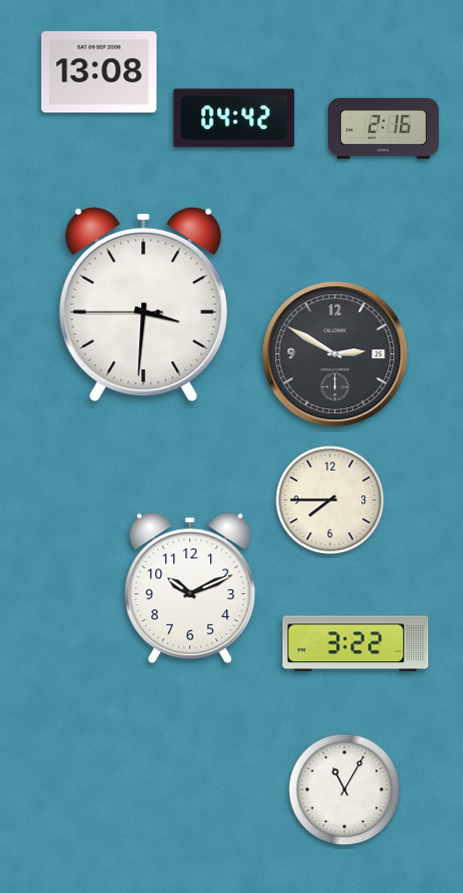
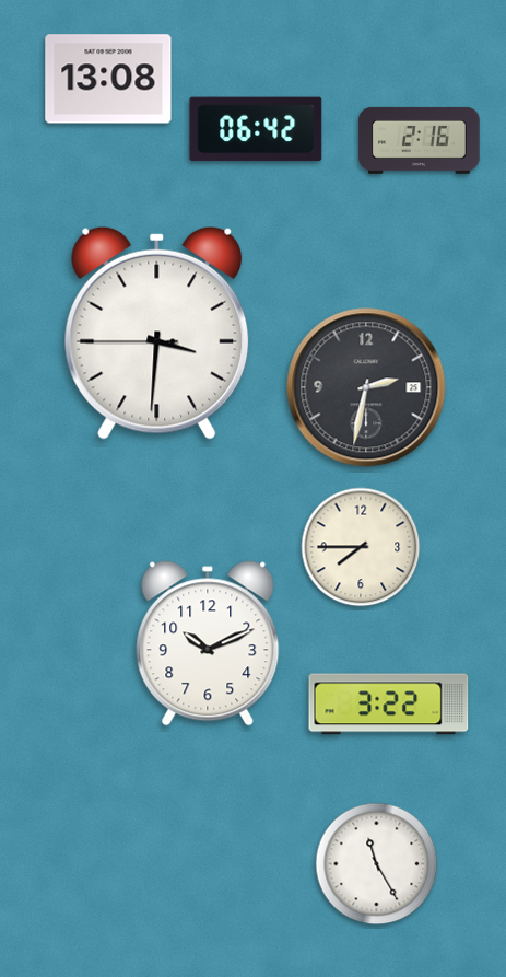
clock at (234, 118): 04:42 -> 06:42
clock at (335, 354): 2:50 -> 2:32
clock at (345, 790): 11:05 -> 11:25
